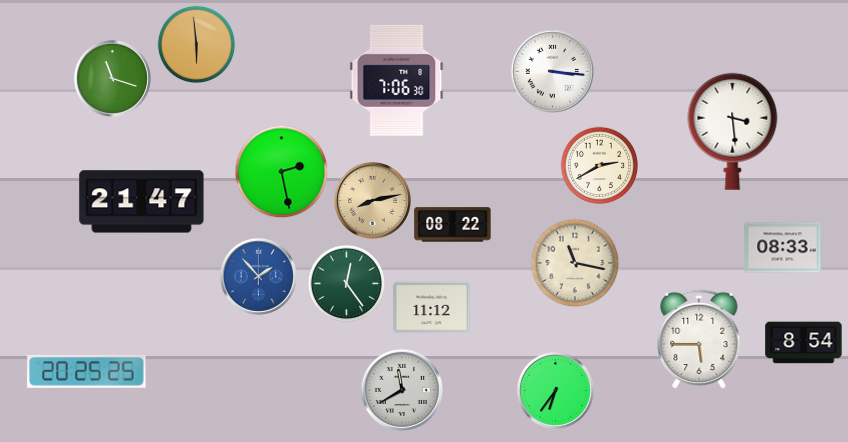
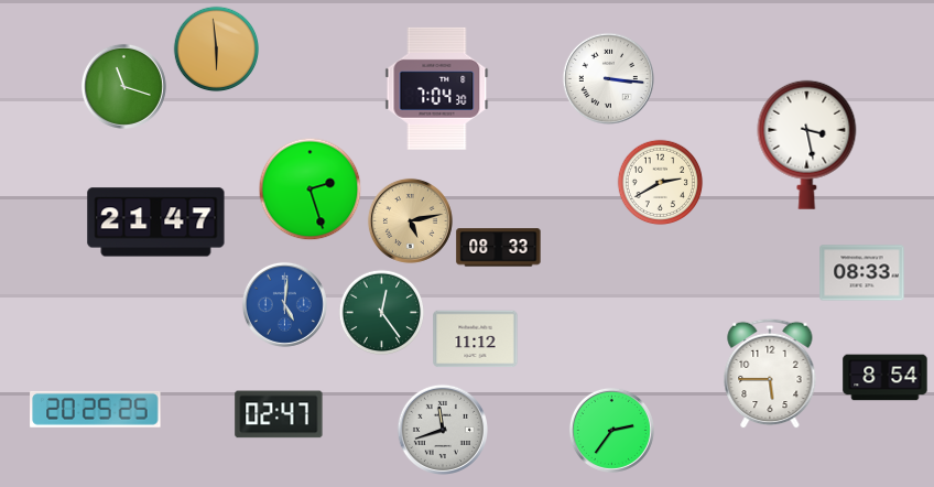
clock at (397, 80): 7:06 -> 7:04
clock at (733, 131): 3:29 -> 3:28
clock at (281, 171): 2:28 -> 2:27
clock at (372, 200): 8:13 -> 5:13
clock at (453, 225): 08:22 -> 08:33
clock at (575, 263): 11:17 -> none
clock at (258, 276): 1:53 -> 5:01
clock at (279, 414): none -> 02:47
clock at (401, 389): 11:40 -> 11:42
clock at (555, 390): 6:36 -> 2:36
